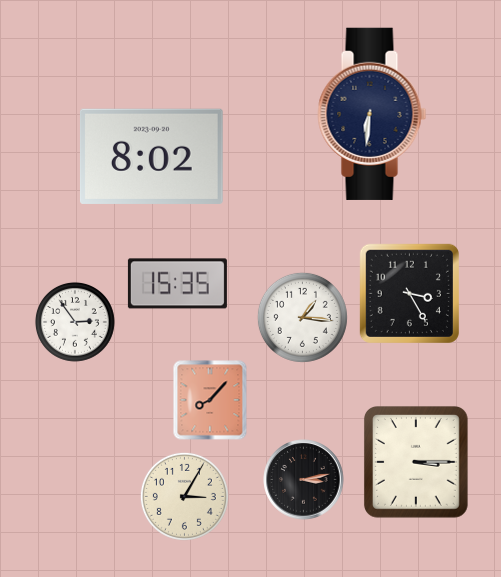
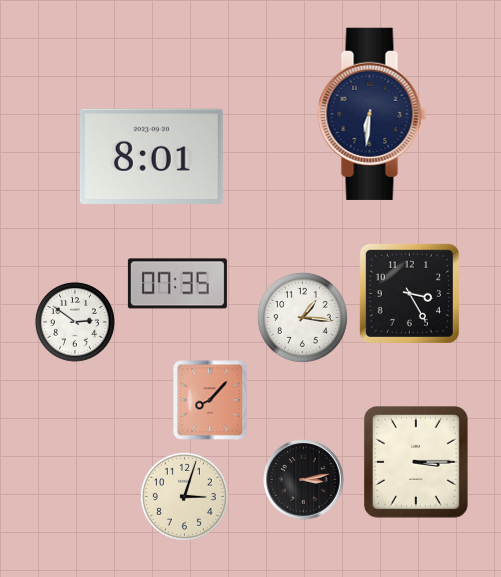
clock at (151, 156): 8:02 -> 8:01
clock at (177, 284): 15:35 -> 07:35
clock at (75, 322): 2:54 -> 2:51
clock at (184, 496): 3:05 -> 3:03
